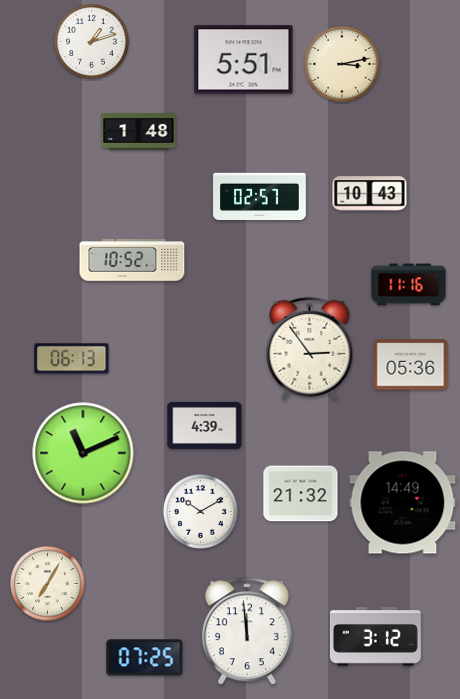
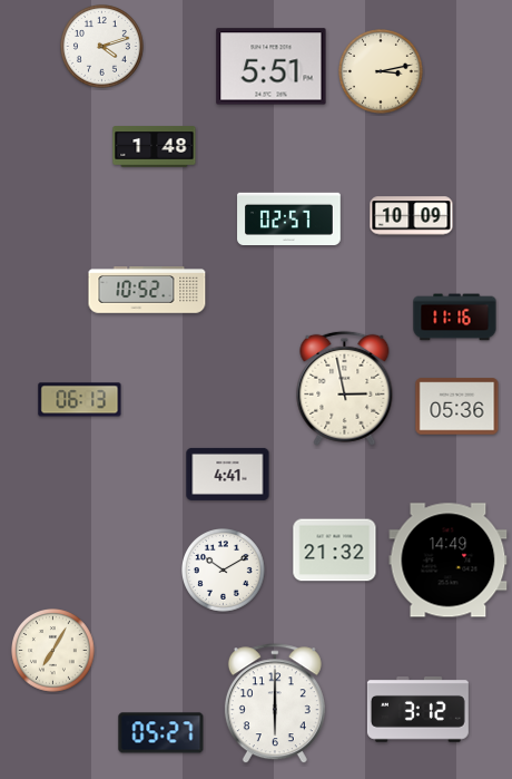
clock at (92, 42): 1:12 -> 4:12
clock at (370, 194): 10:43 -> 10:09
clock at (310, 348): 2:54 -> 2:58
clock at (205, 425): 4:39 -> 4:41
clock at (83, 453): 11:11 -> none
clock at (247, 632): 11:59 -> 6:00
clock at (145, 658): 07:25 -> 05:27
